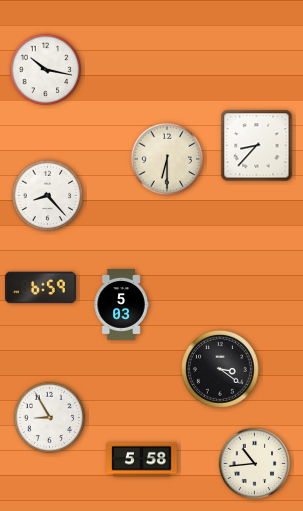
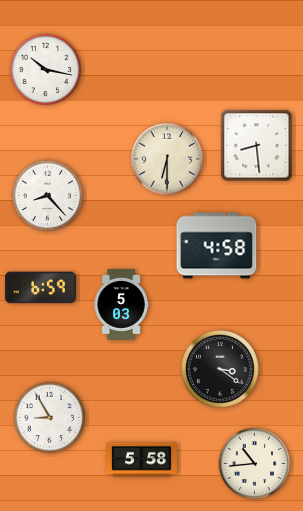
clock at (257, 146): 8:37 -> 8:29
clock at (217, 246): none -> 4:58
